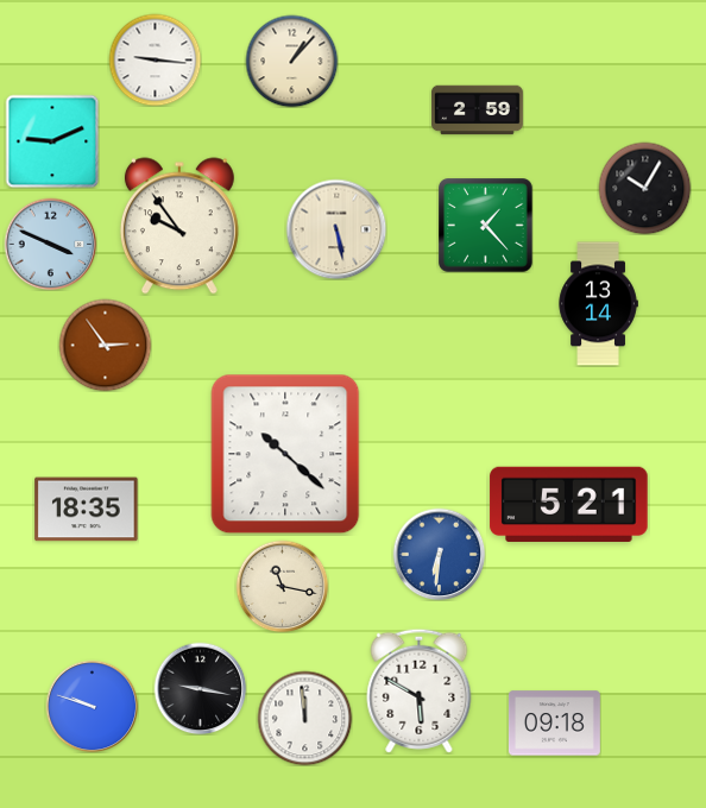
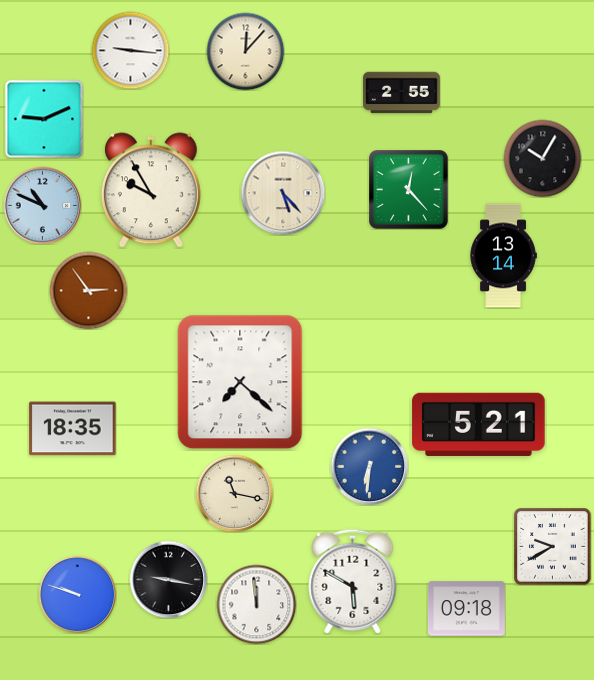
clock at (291, 61): 1:07 -> 12:07
clock at (478, 111): 2:59 -> 2:55
clock at (179, 226): 9:54 -> 9:55
clock at (486, 226): 1:23 -> 12:23
clock at (336, 229): 5:28 -> 5:23
clock at (50, 244): 3:49 -> 10:49
clock at (285, 454): 10:22 -> 7:22
clock at (282, 586) position: (282, 586) -> (234, 493)
clock at (552, 546): none -> 9:40
